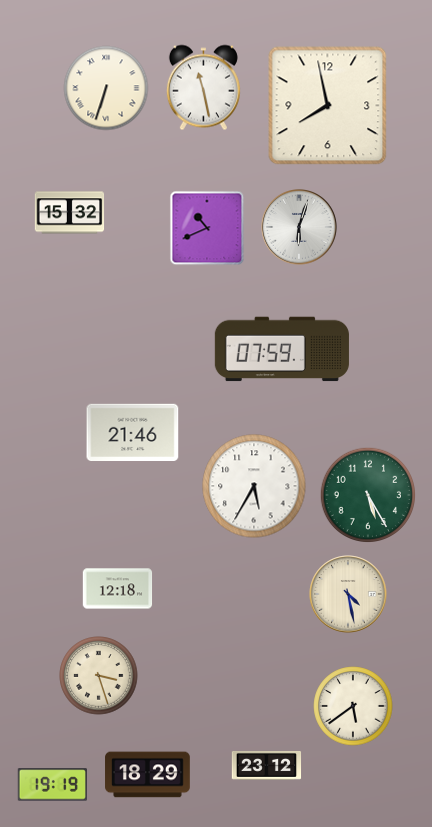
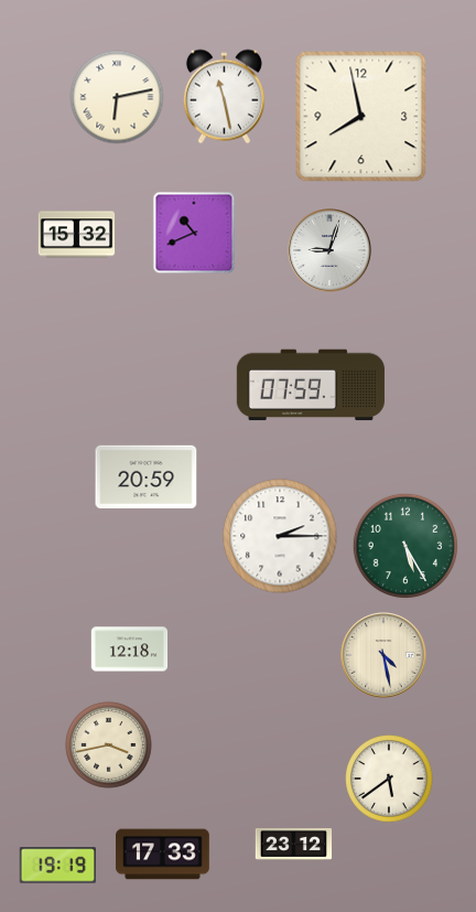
clock at (106, 88): 6:33 -> 6:13
clock at (299, 227): 6:03 -> 9:03
clock at (207, 228) position: (207, 228) -> (194, 233)
clock at (133, 432): 21:46 -> 20:59
clock at (254, 486): 5:35 -> 2:15
clock at (99, 676): 3:27 -> 3:43
clock at (148, 775): 18:29 -> 17:33
